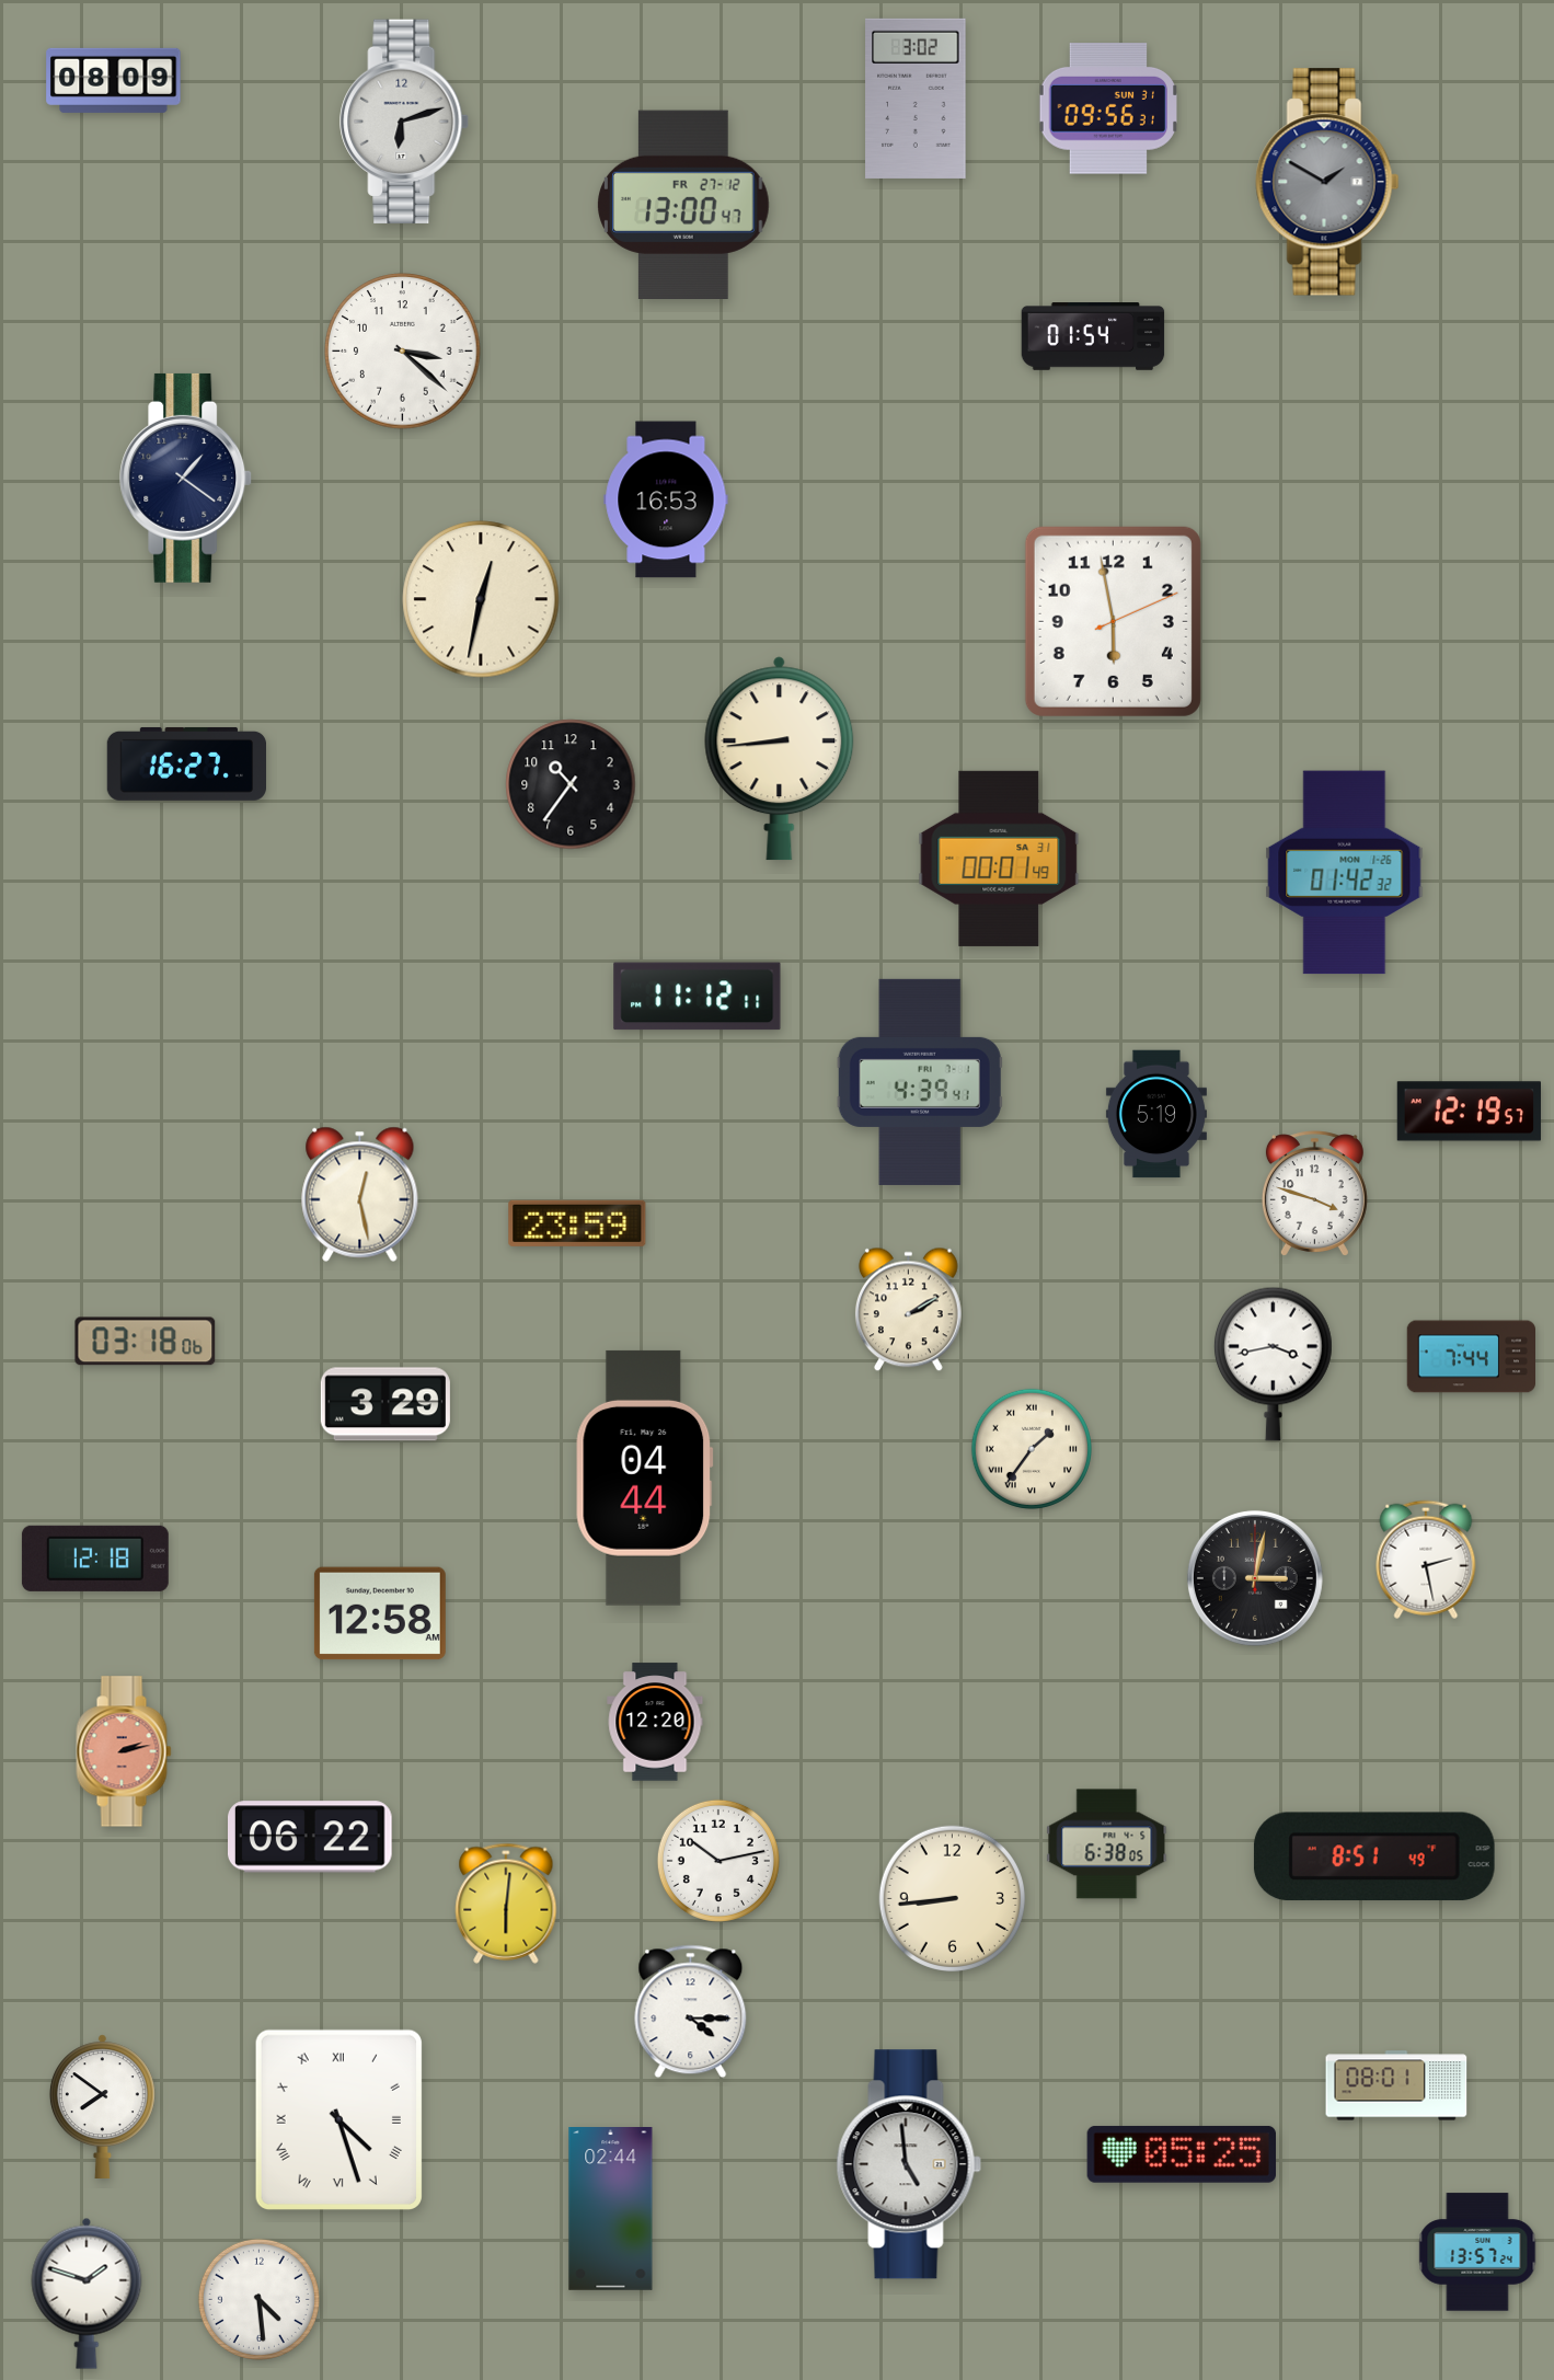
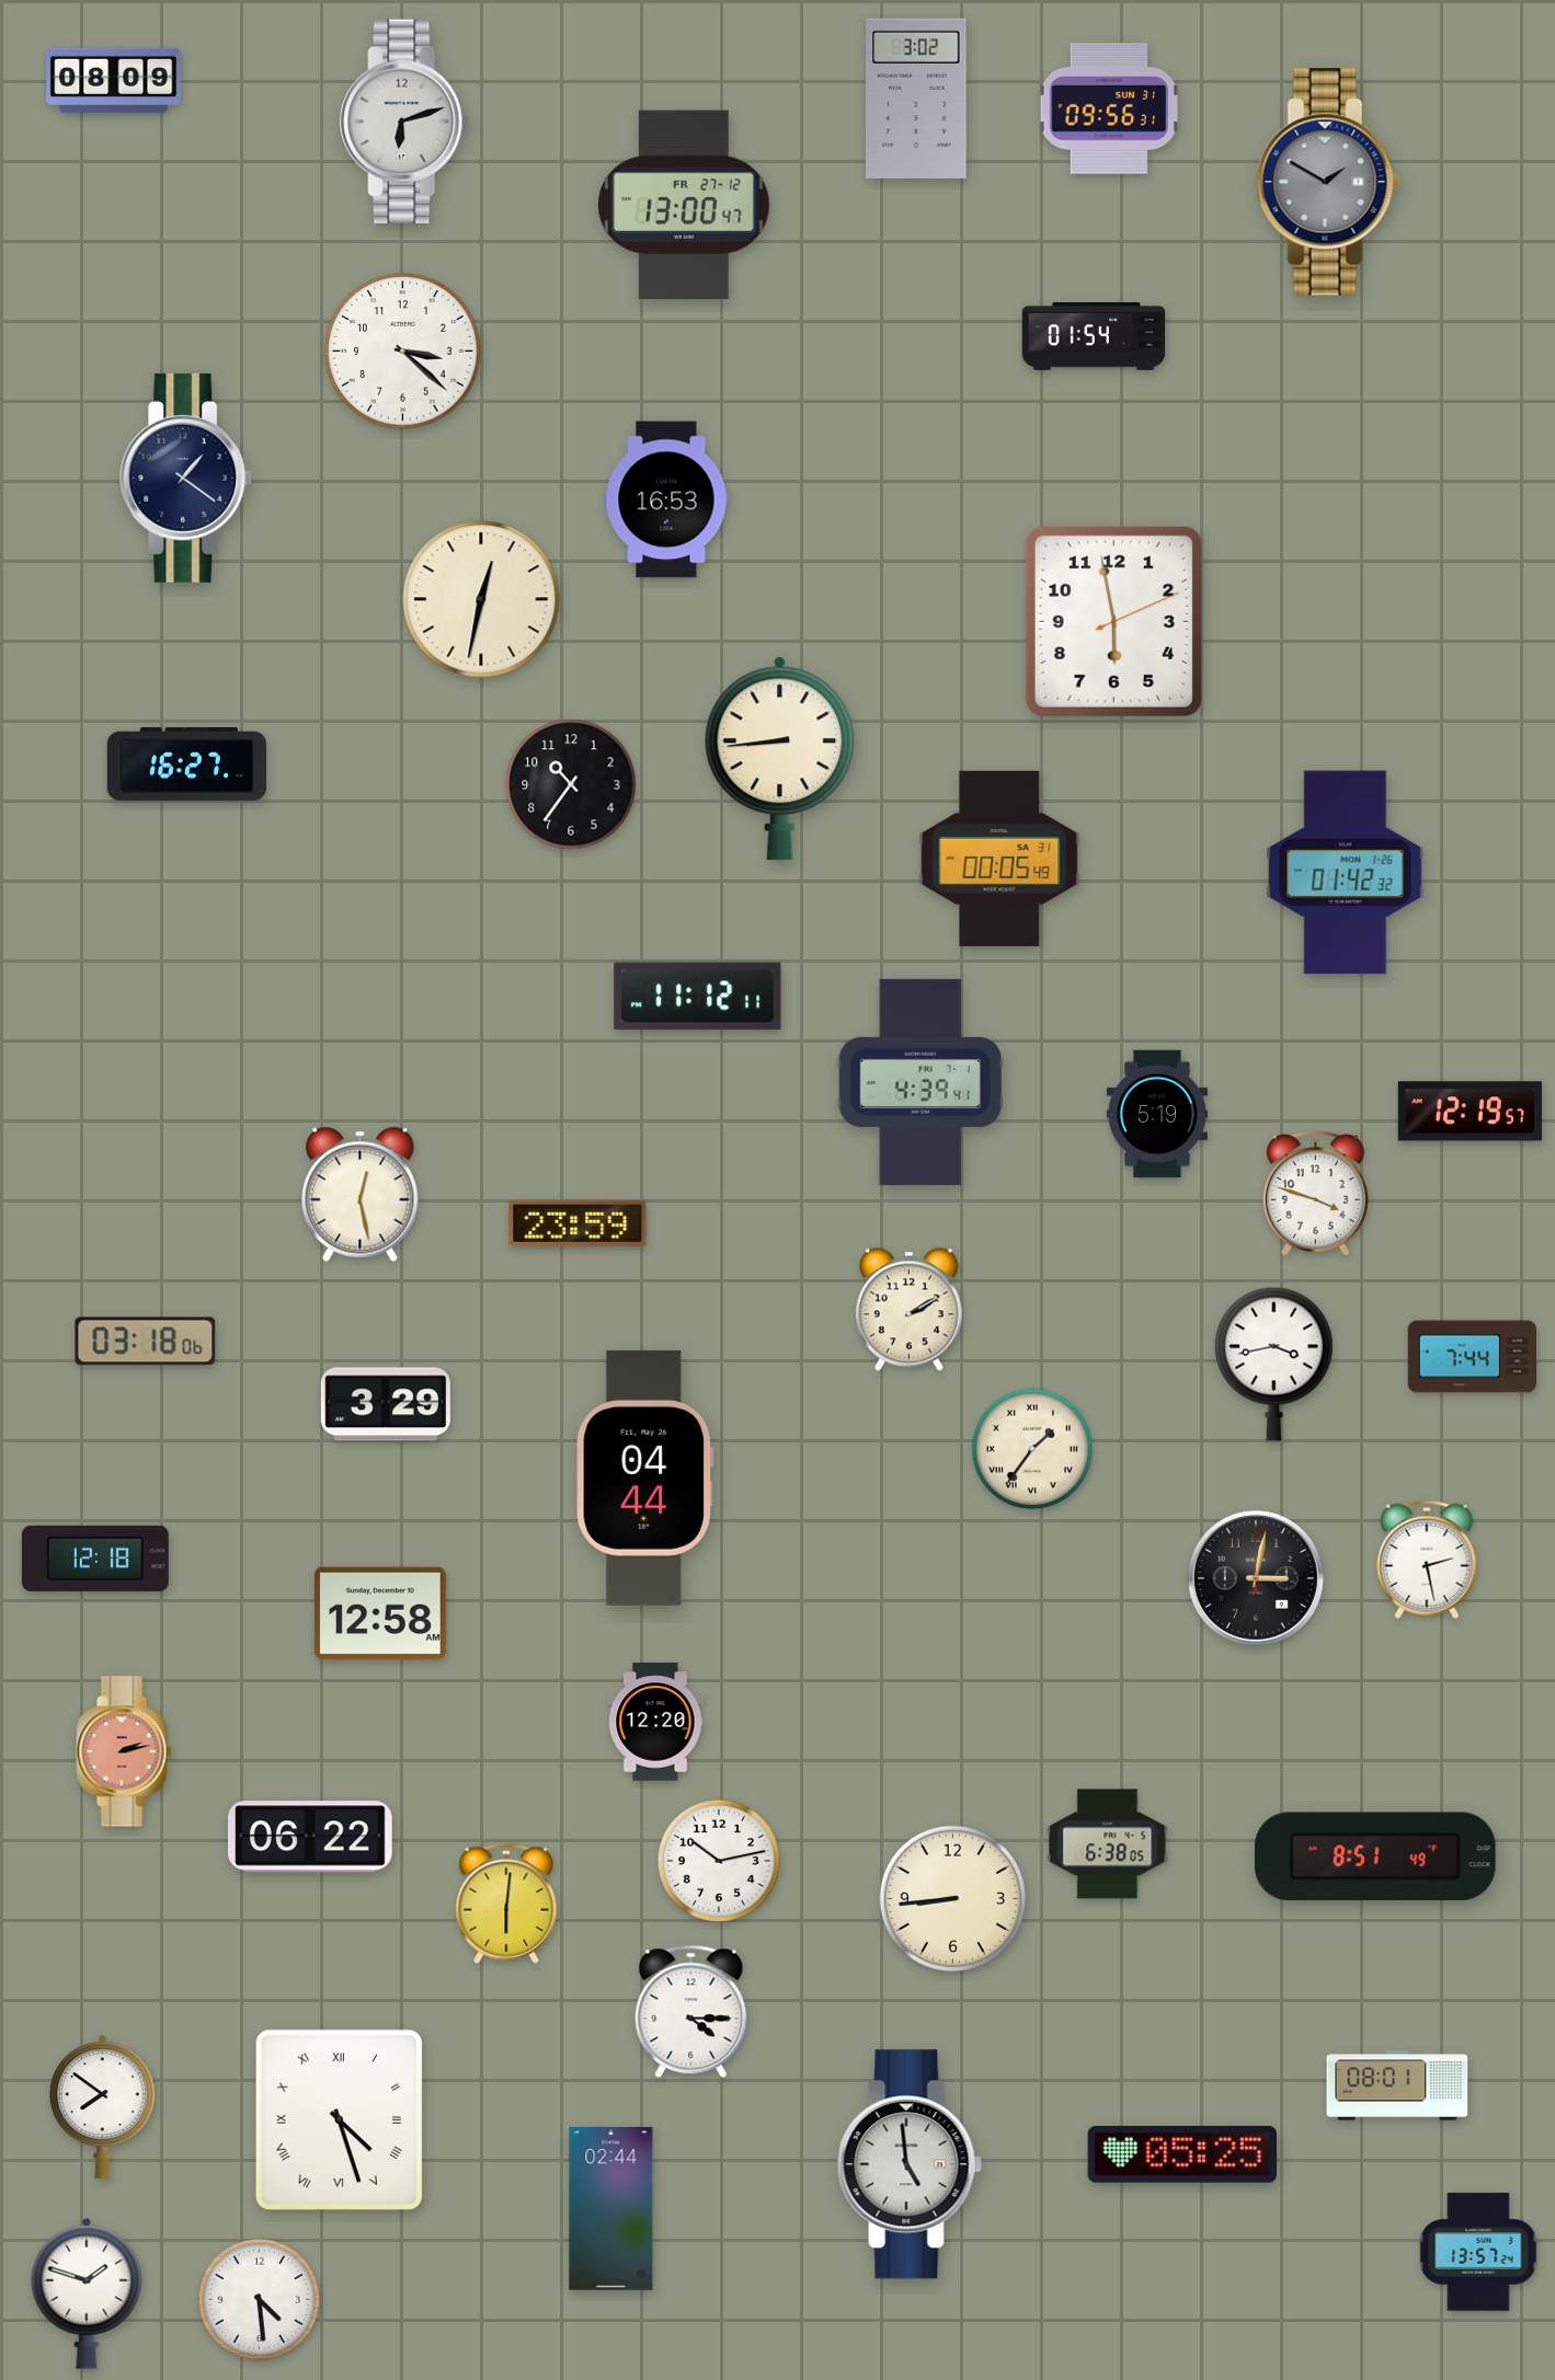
clock at (999, 859): 00:01 -> 00:05
